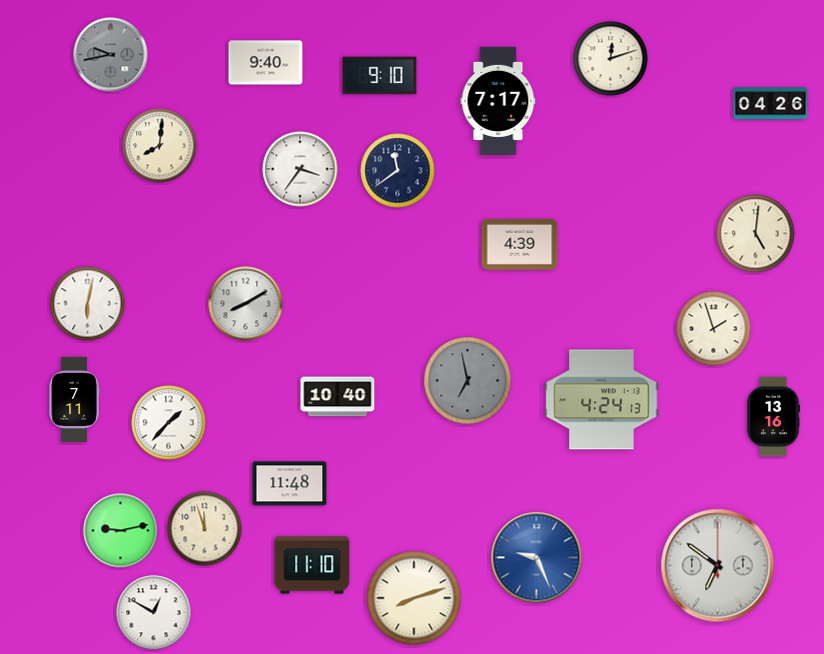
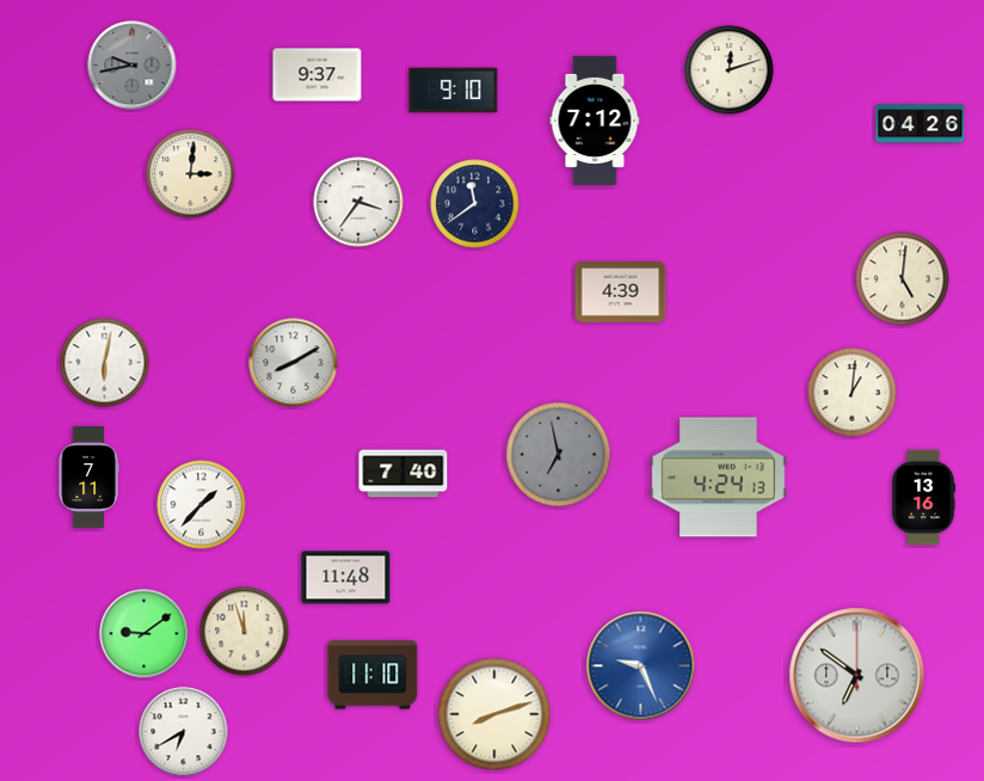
clock at (266, 63): 9:40 -> 9:37
clock at (498, 101): 7:17 -> 7:12
clock at (160, 146): 8:01 -> 3:01
clock at (714, 329): 1:57 -> 1:01
clock at (338, 397): 10:40 -> 7:40
clock at (121, 531): 9:13 -> 9:09
clock at (154, 613): 12:50 -> 6:40
